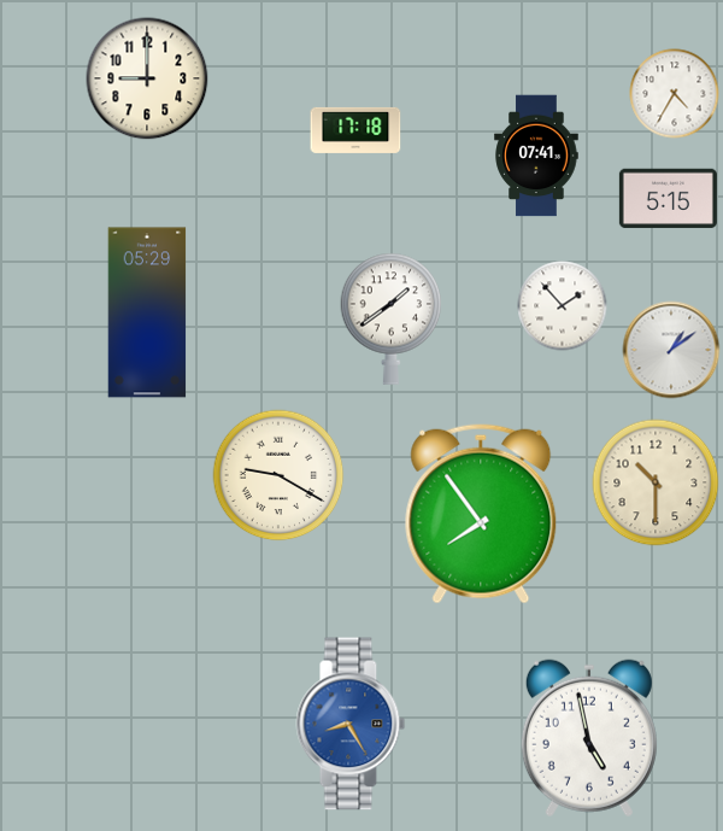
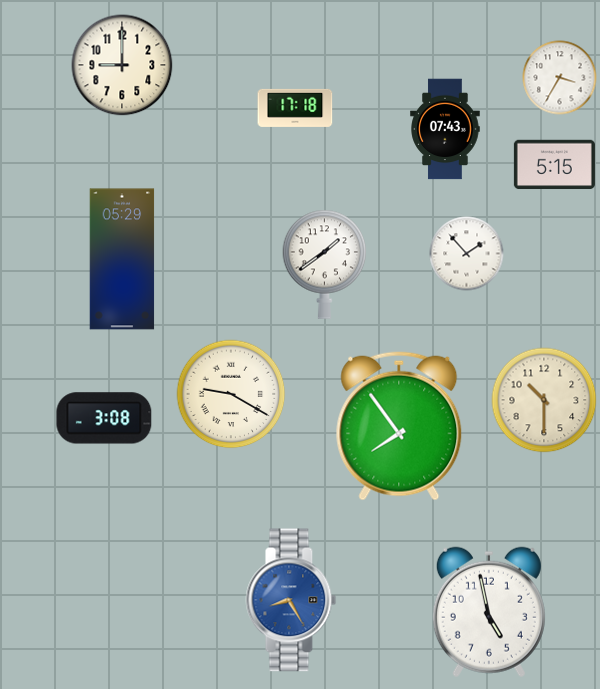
clock at (675, 94): 4:35 -> 3:35
clock at (536, 156): 07:41 -> 07:43
clock at (671, 350): 1:09 -> none
clock at (104, 418): none -> 3:08
